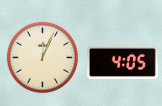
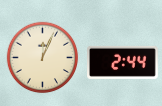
clock at (123, 62): 4:05 -> 2:44
